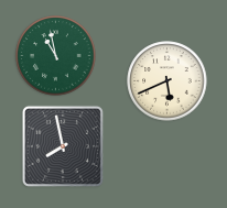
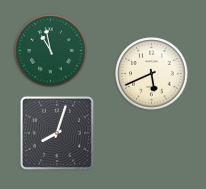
clock at (63, 146): 7:58 -> 8:03
